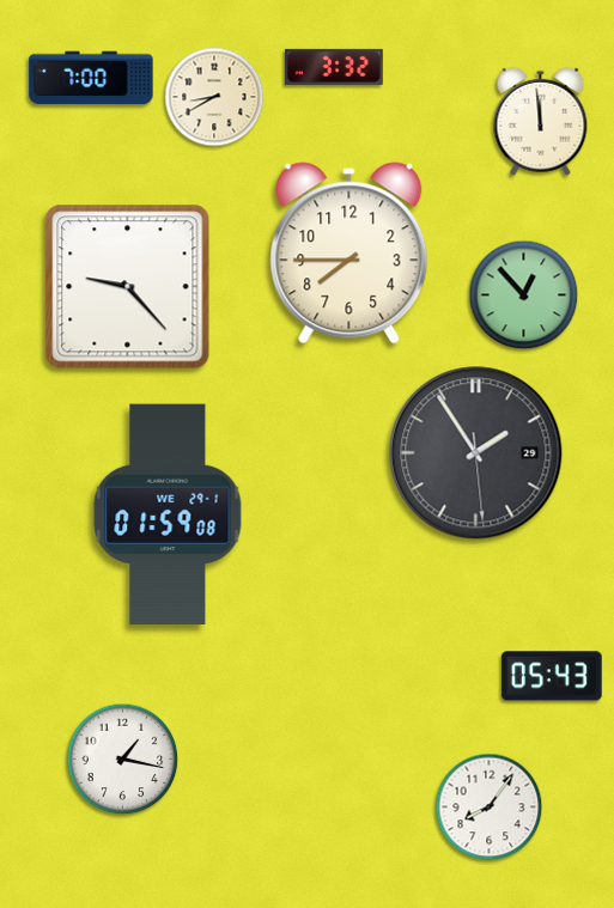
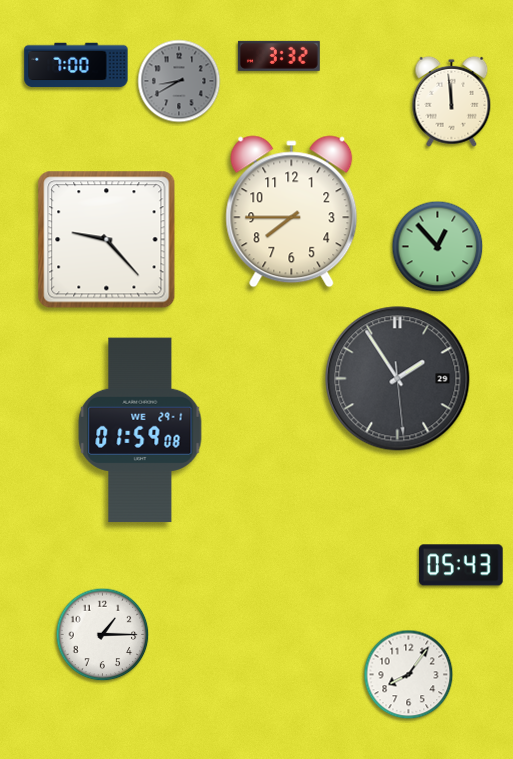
clock at (214, 97) dial: cream -> grey
clock at (123, 760): 1:17 -> 1:15
